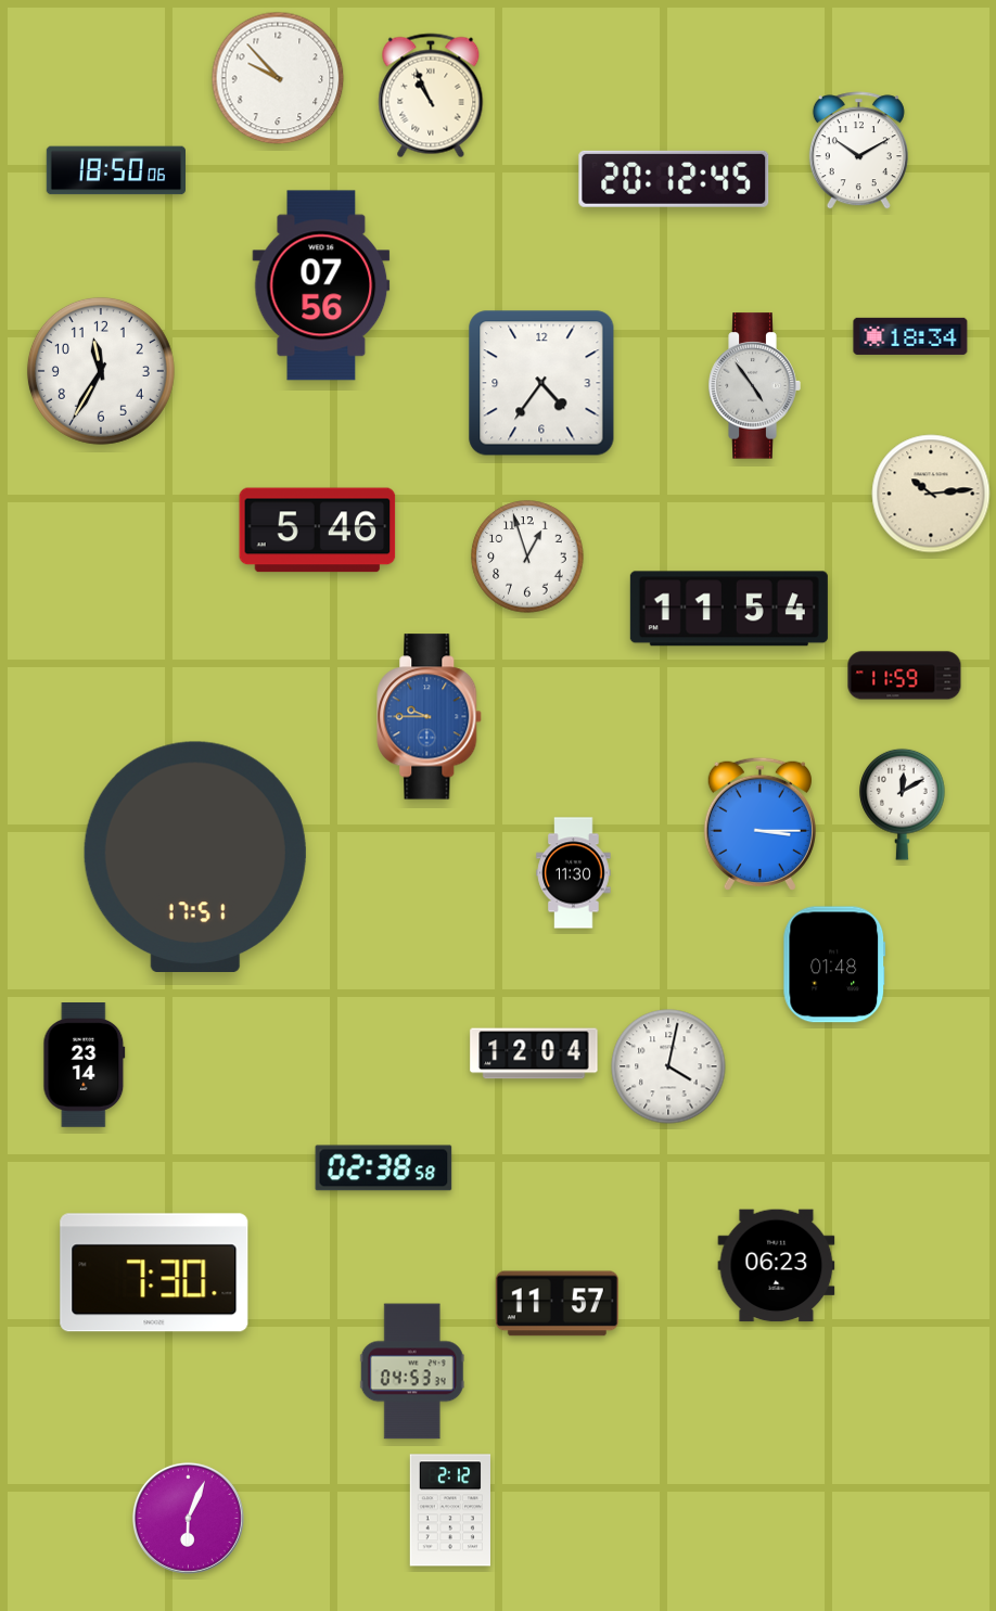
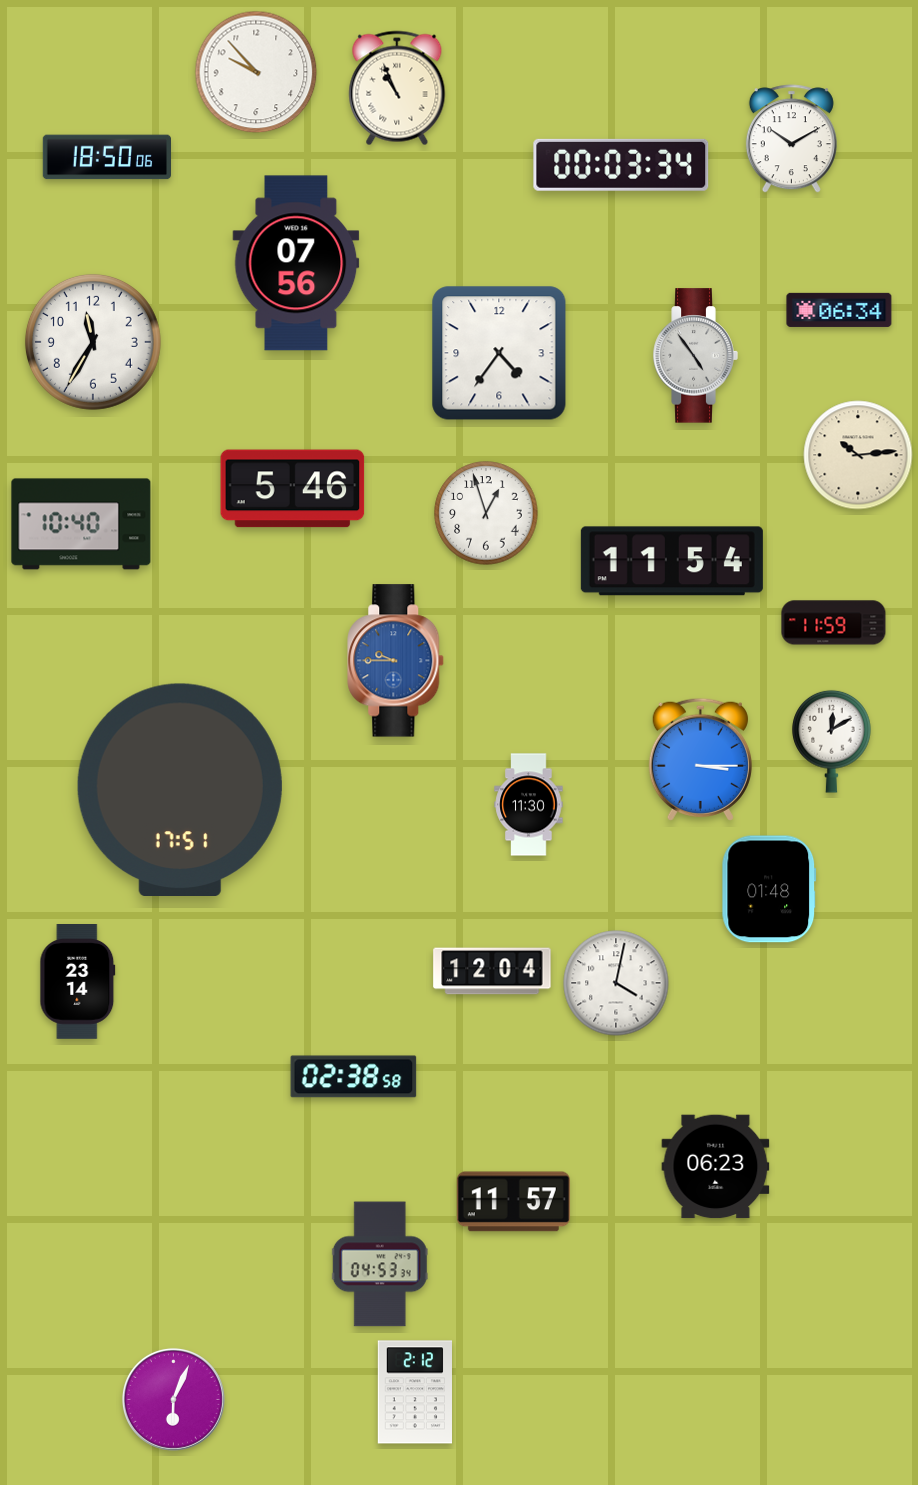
clock at (674, 179): 20:12 -> 00:03
clock at (910, 336): 18:34 -> 06:34
clock at (81, 524): none -> 10:40
clock at (154, 1273): 7:30 -> none
